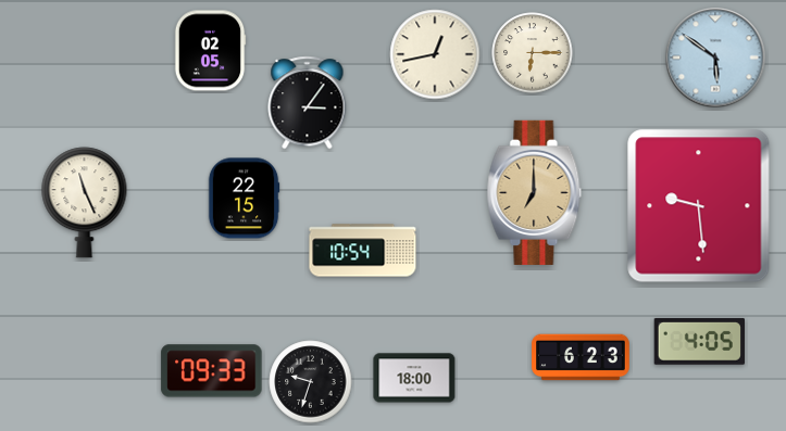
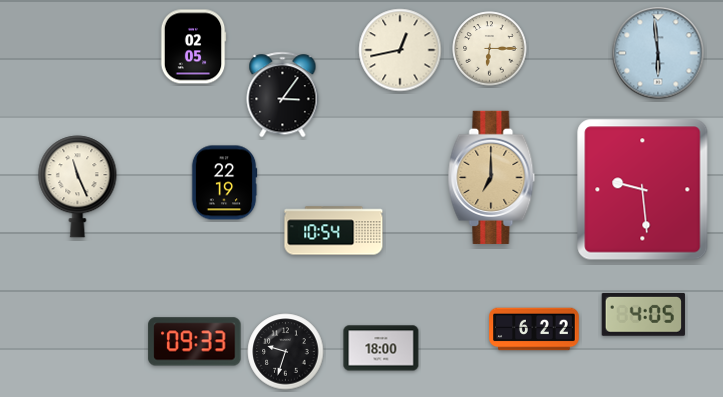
clock at (715, 58): 5:51 -> 5:59
clock at (244, 199): 22:15 -> 22:19
clock at (581, 357): 6:23 -> 6:22
